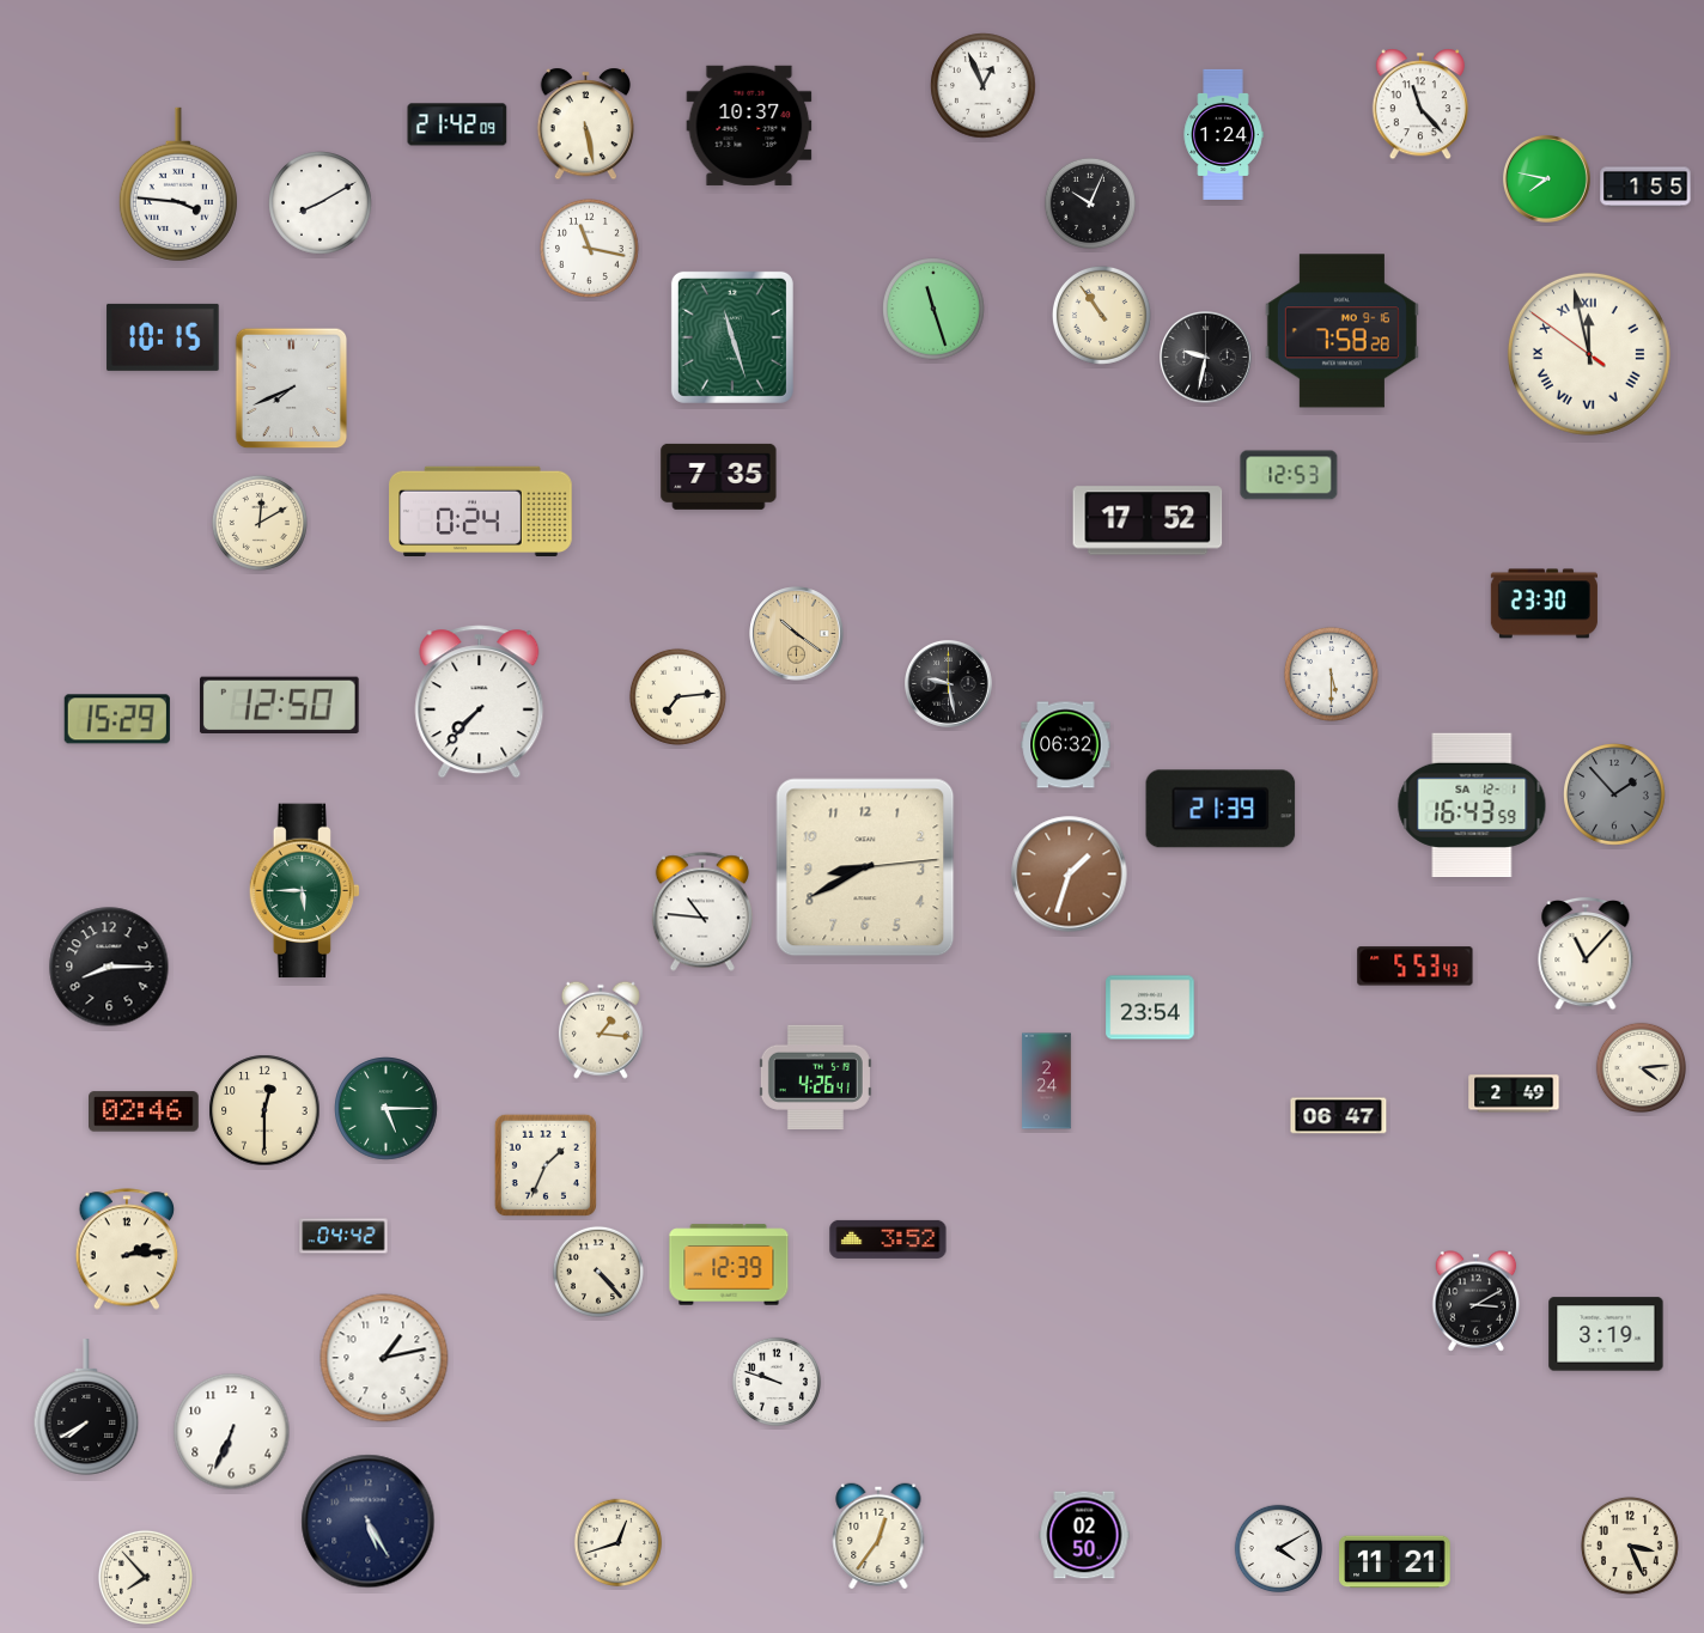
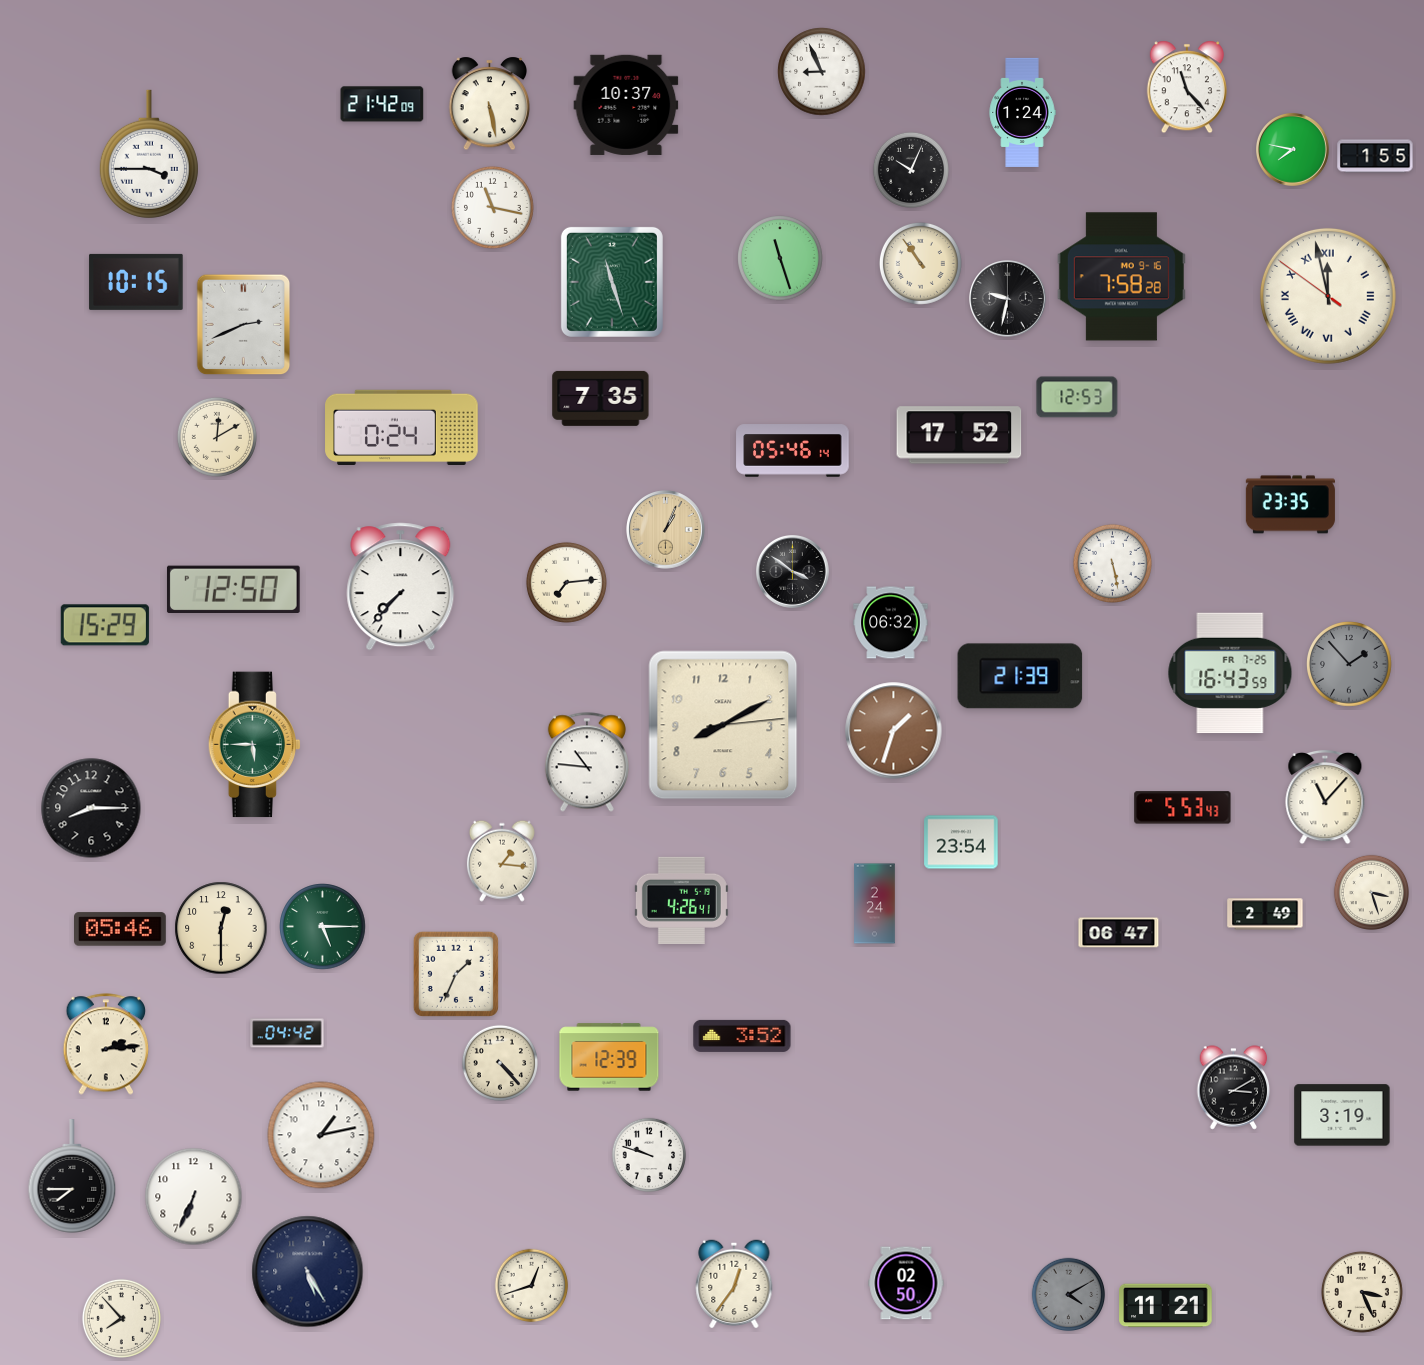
clock at (984, 86): 12:56 -> 8:56
clock at (178, 184): 3:46 -> 3:45
clock at (321, 203): 8:10 -> none
clock at (292, 389): 7:41 -> 2:41
clock at (793, 451): none -> 05:46
clock at (1544, 604): 23:30 -> 23:35
clock at (797, 634): 10:21 -> 1:04
clock at (1331, 674): 5:30 -> 5:28
clock at (949, 684): 9:28 -> 3:51
clock at (117, 719) position: (117, 719) -> (105, 625)
clock at (1472, 805) date: SA 12-1 -> FR 7-25
clock at (865, 867): 8:40 -> 8:10
clock at (1641, 1067): 4:14 -> 3:27
clock at (145, 1111): 02:46 -> 05:46
clock at (86, 1407): 7:40 -> 7:45
clock at (619, 1543) position: (619, 1543) -> (532, 1286)
clock at (1279, 1549) dial: white -> grey
